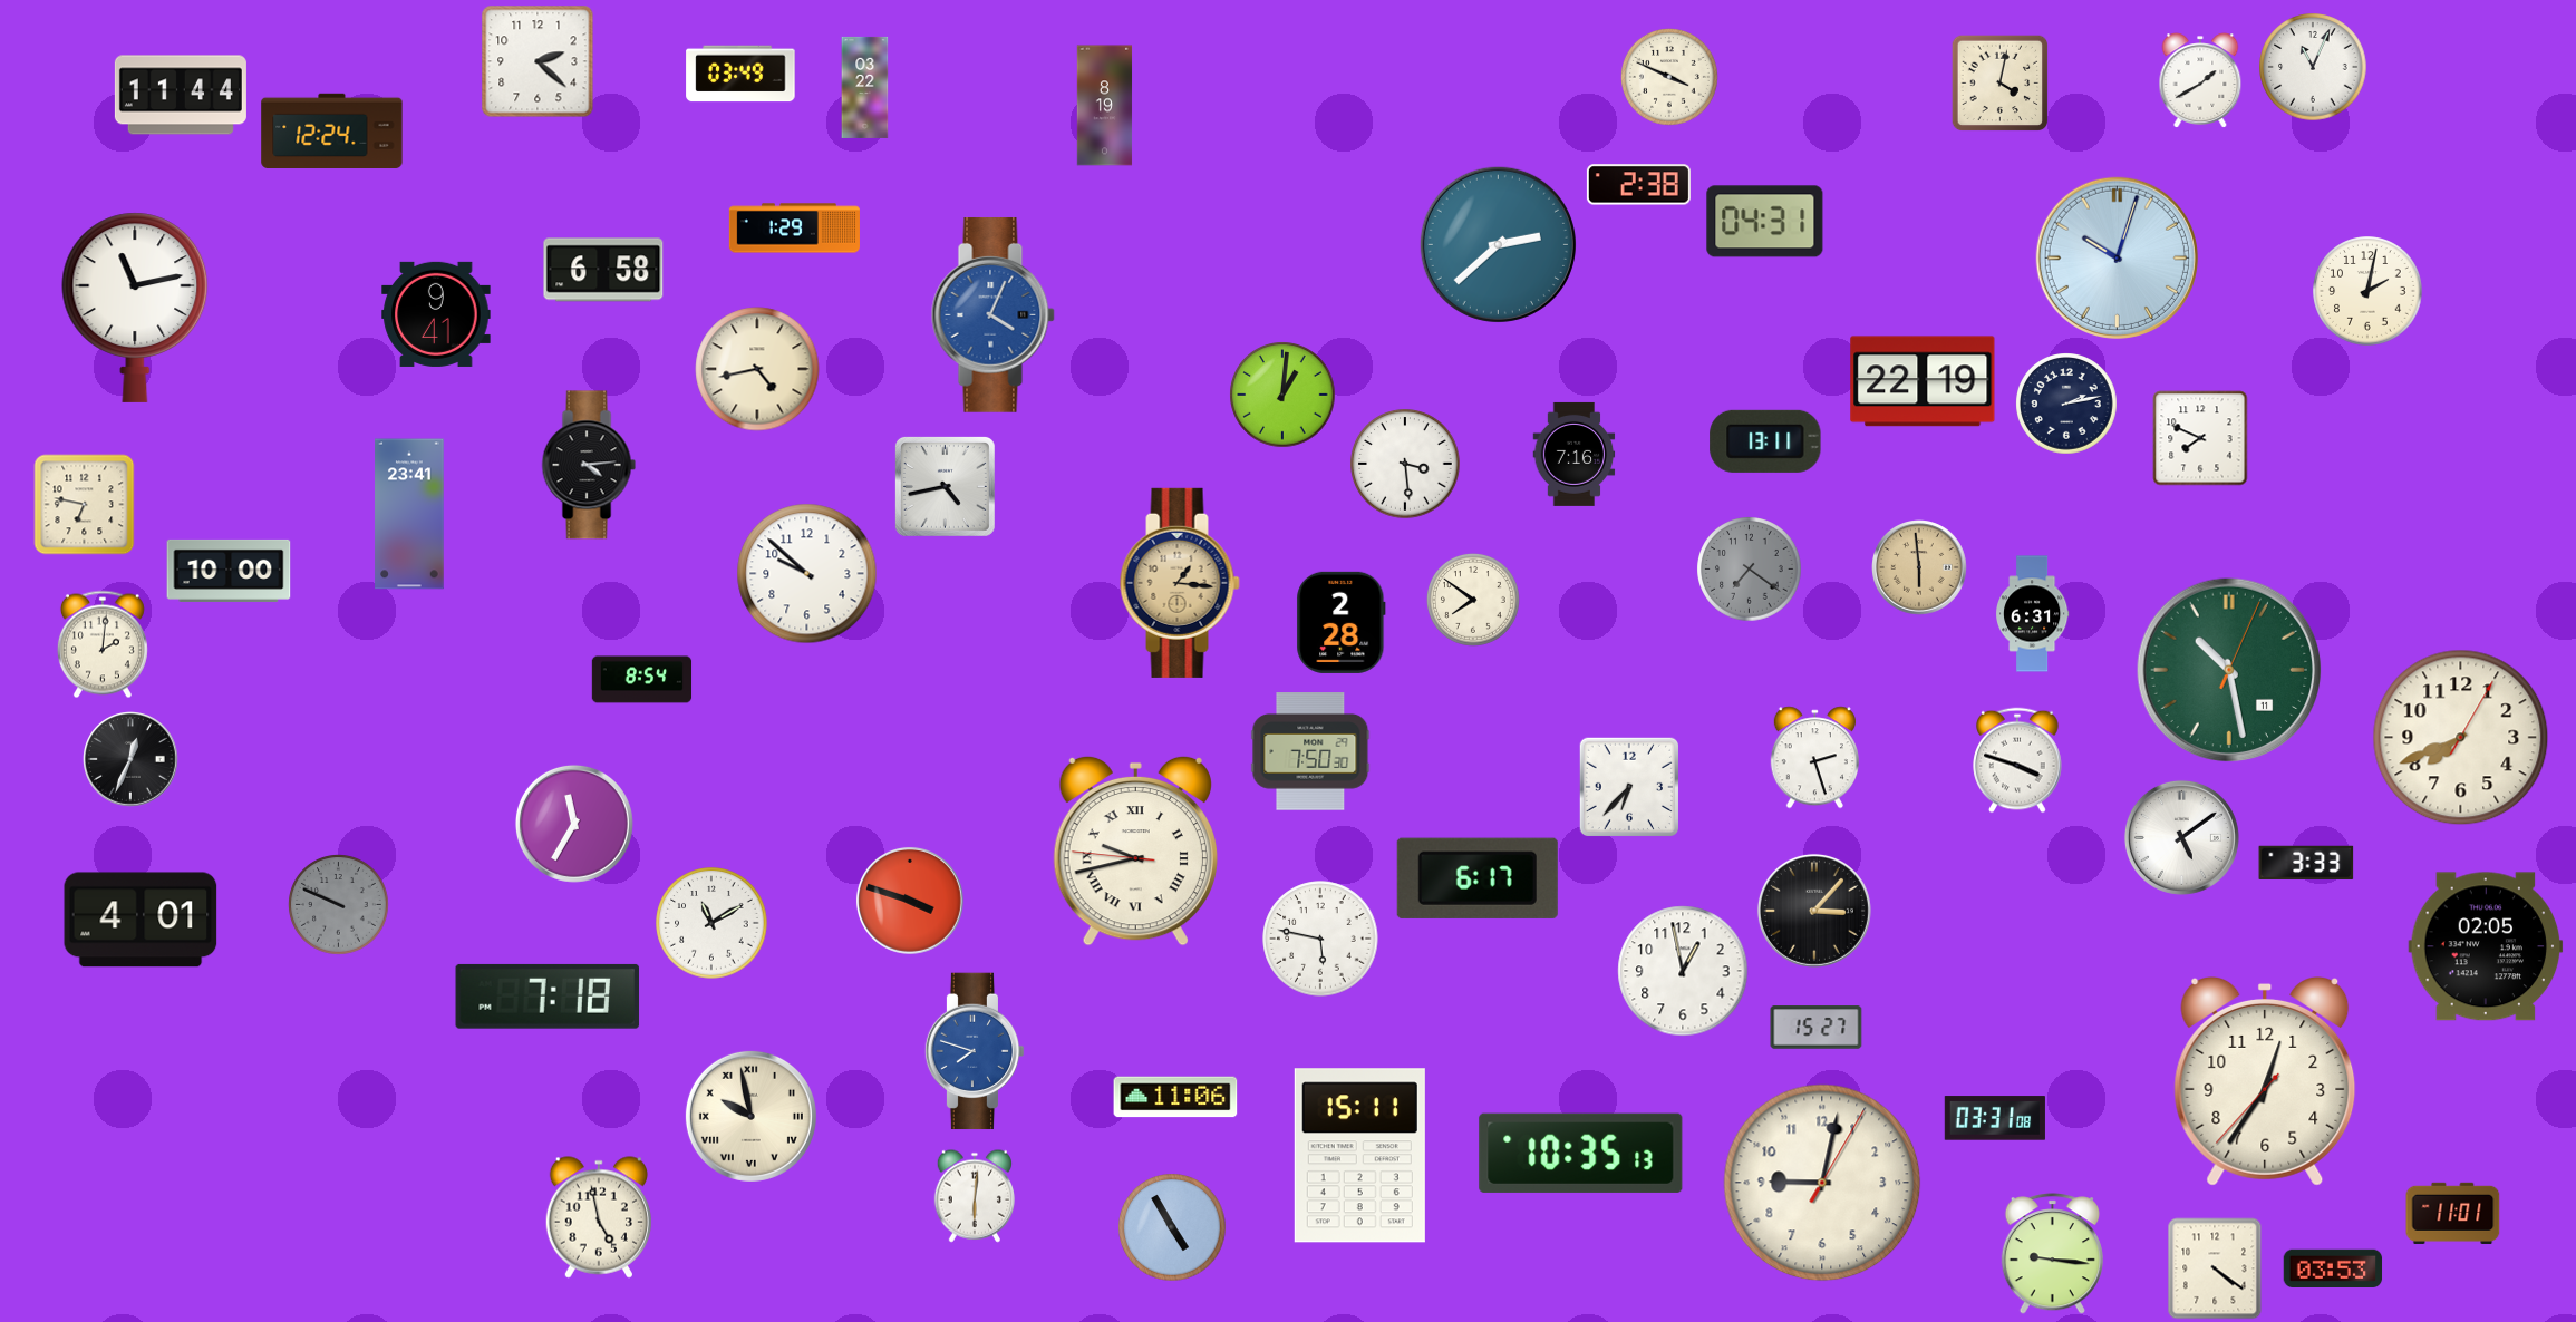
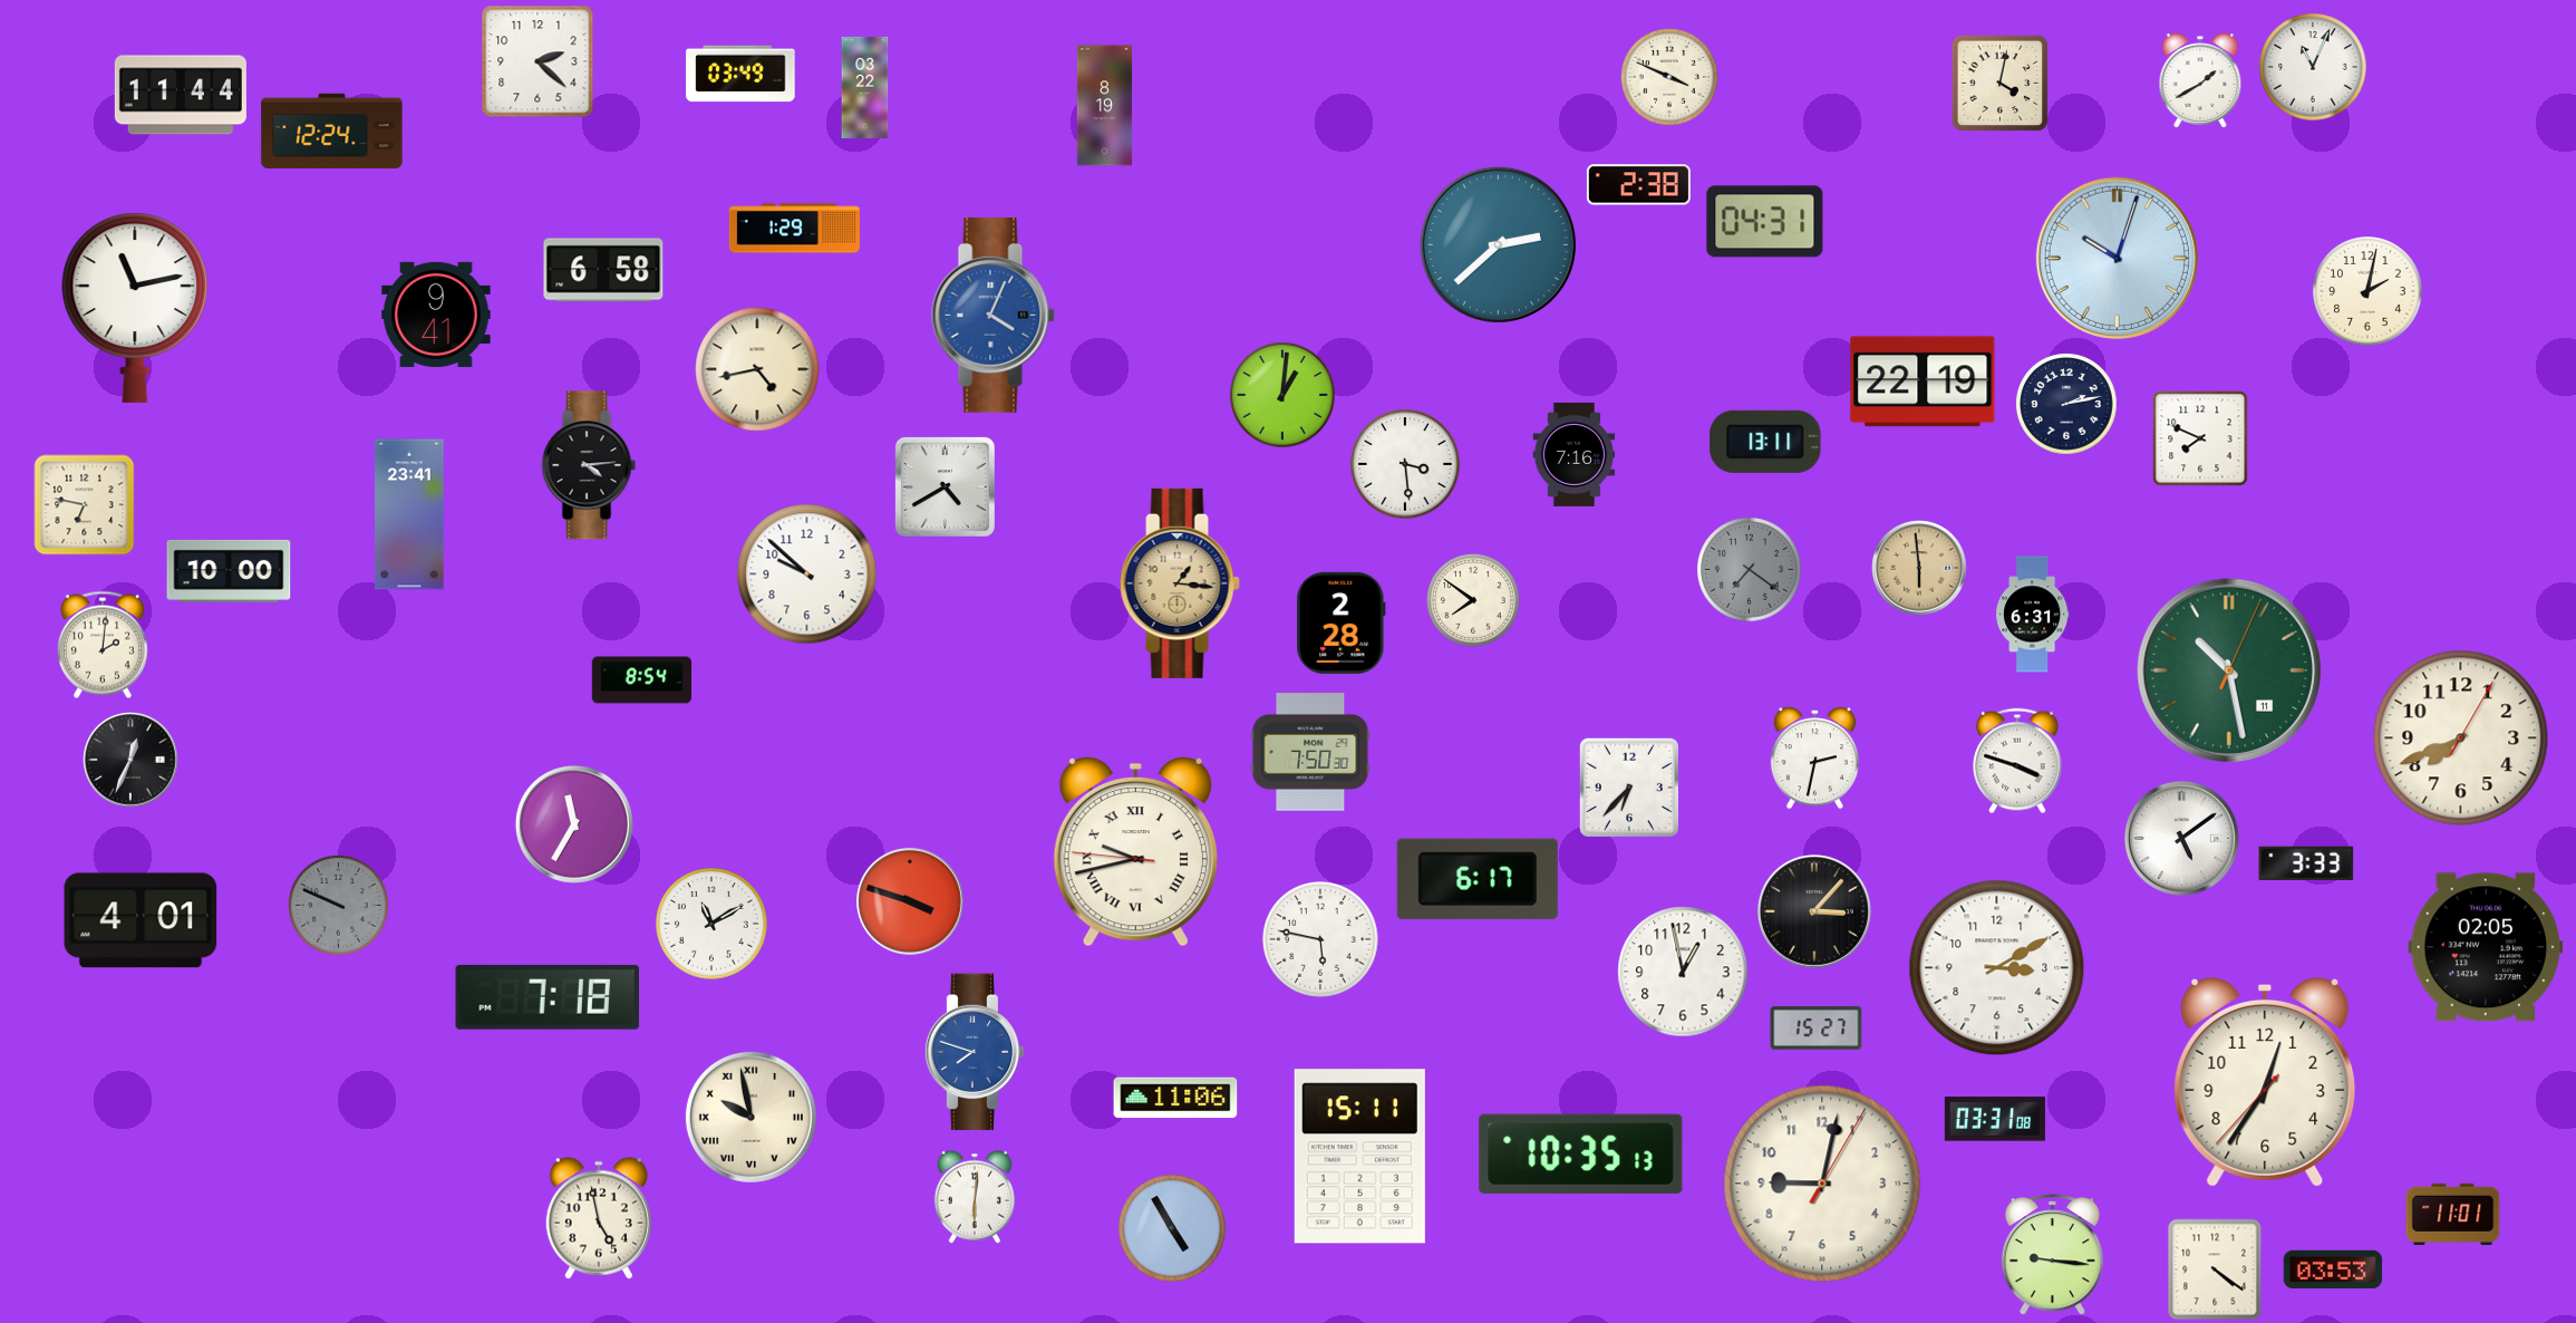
clock at (945, 486): 4:43 -> 4:40
clock at (1814, 758): 2:27 -> 2:32
clock at (1997, 968): none -> 3:10
